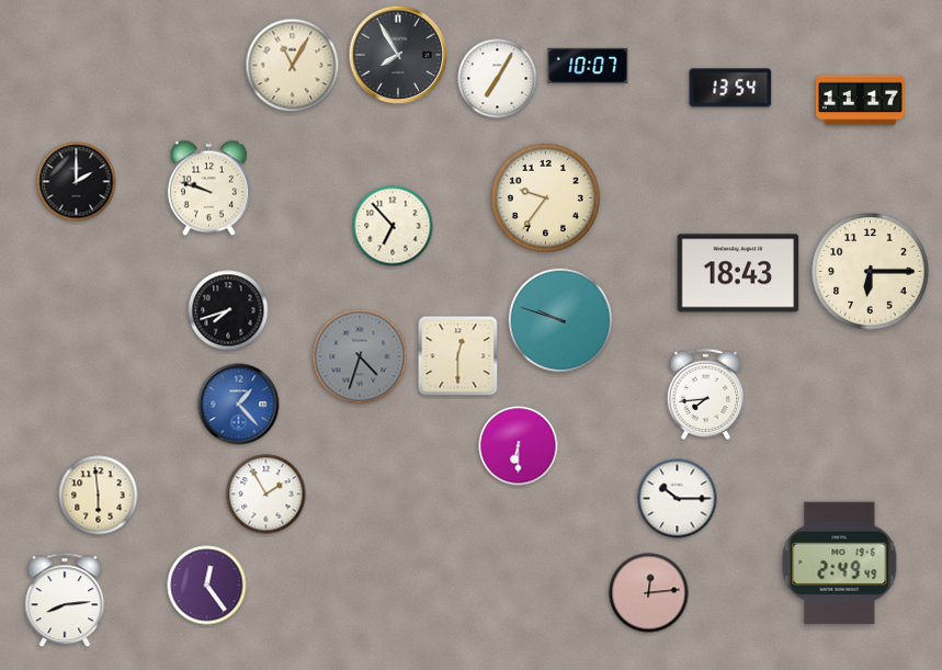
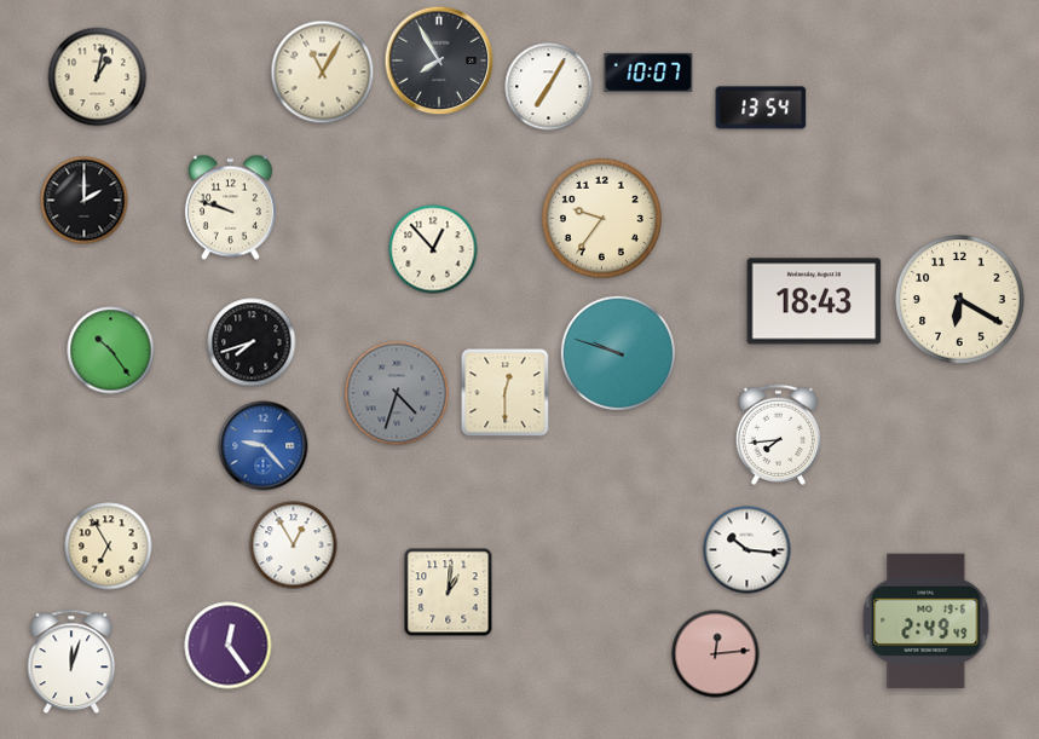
clock at (98, 77): none -> 1:02
clock at (730, 88) position: (730, 88) -> (761, 108)
clock at (861, 101): 11:17 -> none
clock at (393, 226): 6:53 -> 12:53
clock at (871, 272): 6:15 -> 6:20
clock at (111, 351): none -> 10:24
clock at (239, 405): 1:23 -> 9:23
clock at (519, 446): 6:30 -> none
clock at (266, 495): 1:55 -> 12:55
clock at (99, 496): 5:59 -> 6:55
clock at (678, 499): 10:15 -> 10:16
clock at (449, 593): none -> 1:01
clock at (65, 600): 8:14 -> 12:03
